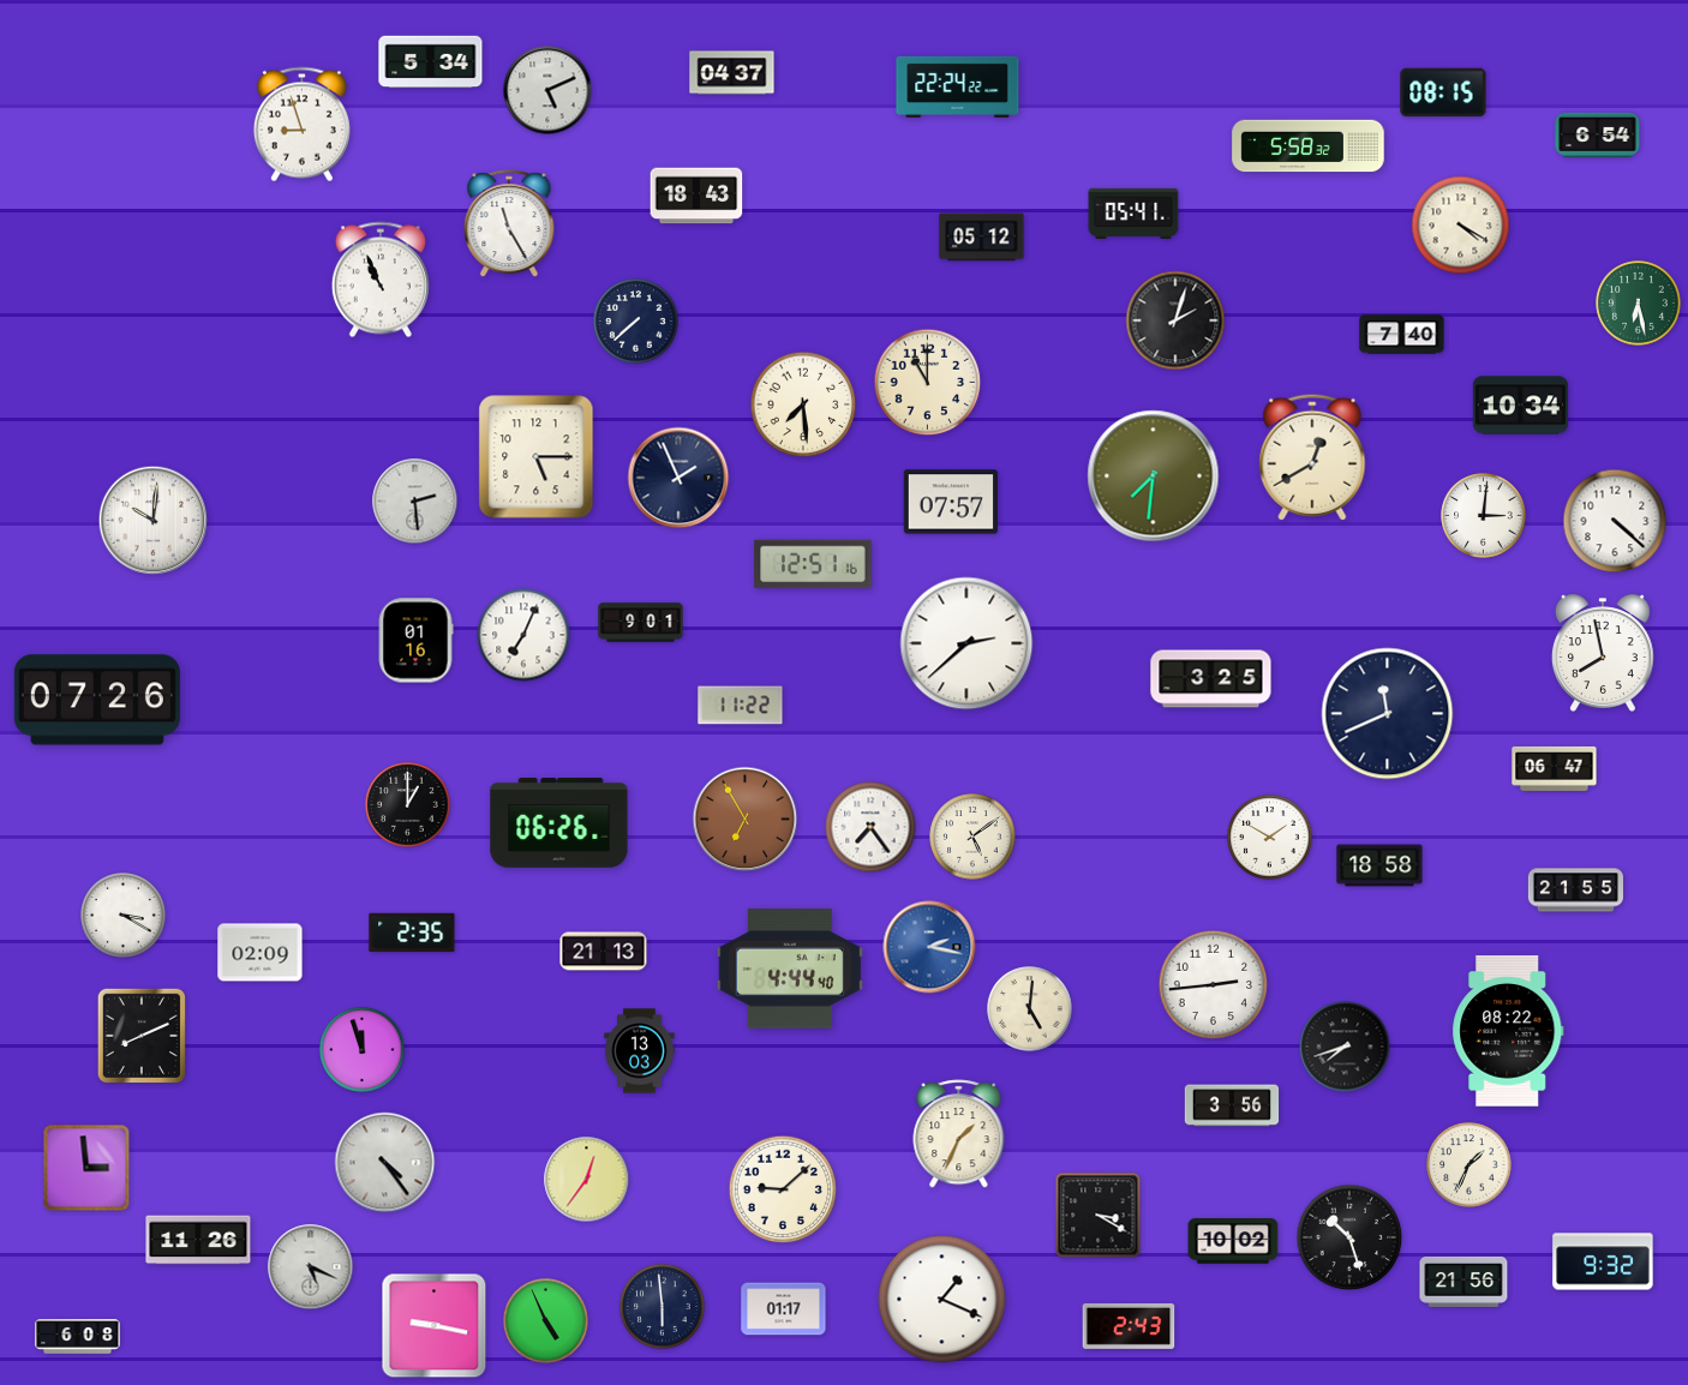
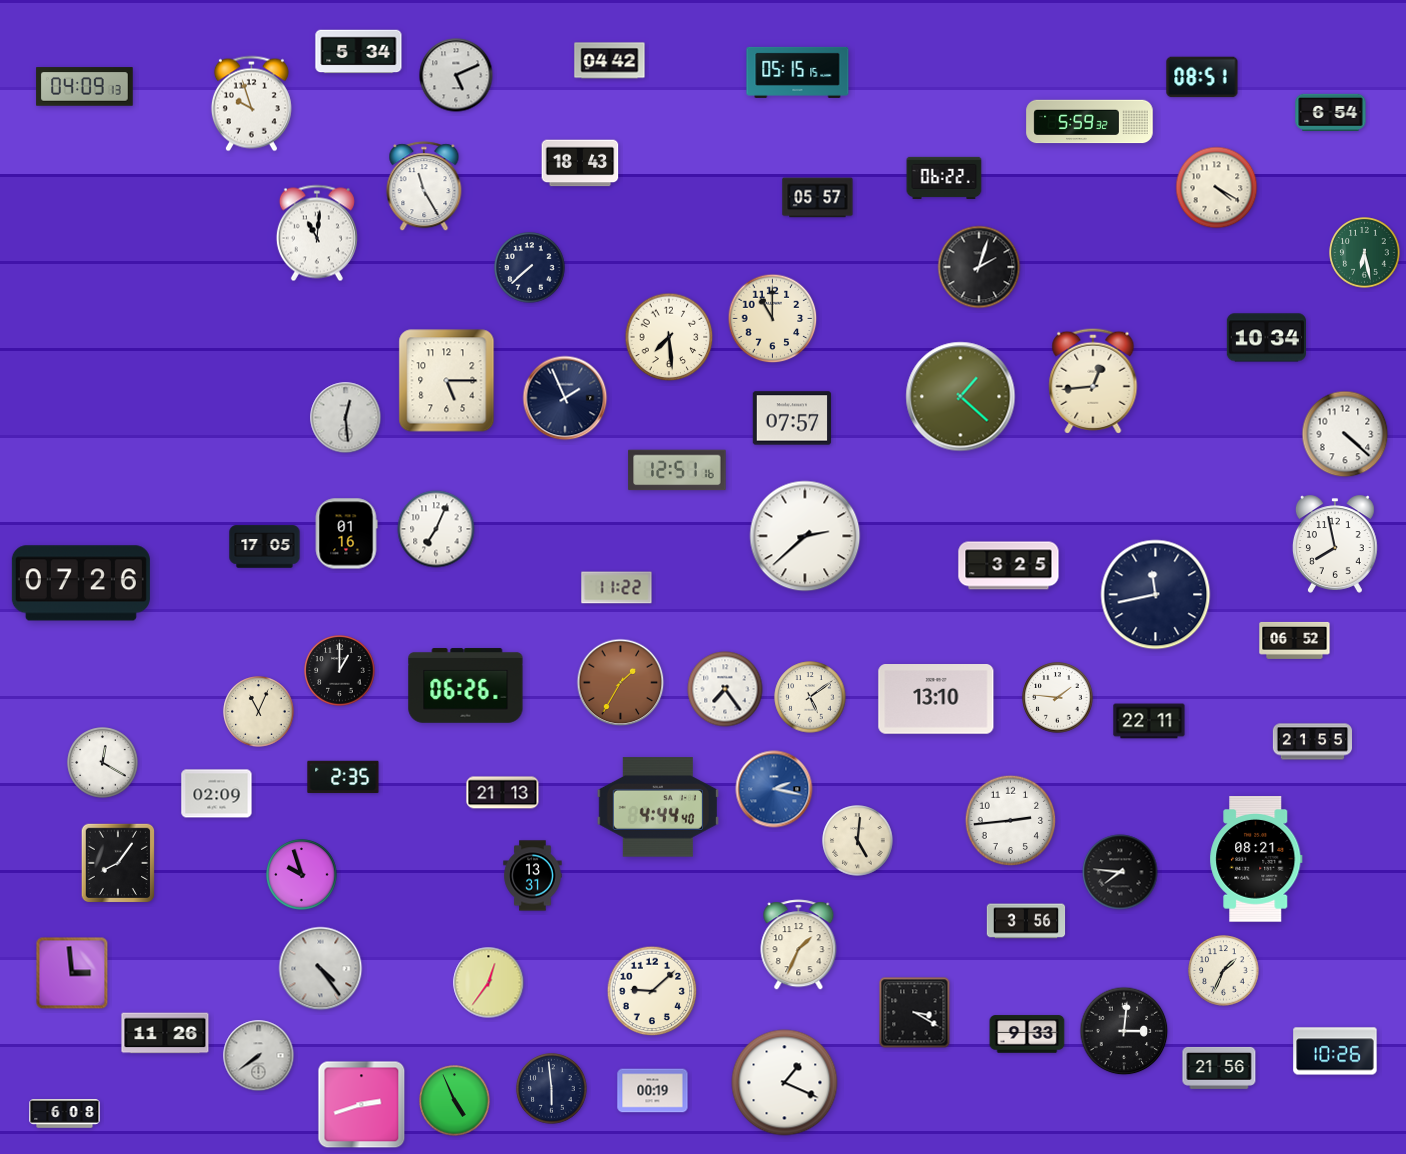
clock at (732, 73): 04:37 -> 04:42
clock at (958, 86): 22:24 -> 05:15
clock at (1443, 92): 08:15 -> 08:51
clock at (85, 87): none -> 04:09
clock at (301, 125): 8:57 -> 9:57
clock at (1309, 146): 5:58 -> 5:59
clock at (1133, 212): 05:41 -> 06:22
clock at (982, 238): 05:12 -> 05:57
clock at (381, 280): 10:56 -> 11:01
clock at (1402, 335): 7:40 -> none
clock at (1312, 457): 12:40 -> 12:44
clock at (1154, 476): 7:31 -> 1:22
clock at (415, 502): 2:29 -> 12:29
clock at (1484, 516): 3:01 -> none
clock at (154, 521): 10:01 -> none
clock at (641, 623): 9:01 -> none
clock at (265, 547): none -> 17:05
clock at (1388, 714): 11:41 -> 11:43
clock at (1555, 768): 06:47 -> 06:52
clock at (746, 820): 6:55 -> 1:35
clock at (1270, 838): 1:50 -> 1:46
clock at (936, 700): none -> 13:10
clock at (259, 712): none -> 11:04
clock at (1379, 865): 18:58 -> 22:11
clock at (124, 916): 3:20 -> 12:20
clock at (1508, 1031): 08:22 -> 08:21
clock at (142, 1036): 8:11 -> 8:06
clock at (1345, 1047): 7:42 -> 7:46
clock at (363, 1050): 11:57 -> 9:57
clock at (640, 1051): 13:03 -> 13:31
clock at (1349, 1237): 10:27 -> 3:01
clock at (1233, 1241): 10:02 -> 9:33
clock at (1603, 1261): 9:32 -> 10:26
clock at (311, 1267): 5:19 -> 7:39
clock at (784, 1309): 01:17 -> 00:19
clock at (435, 1326): 9:17 -> 2:42
clock at (1129, 1326): 2:43 -> none
